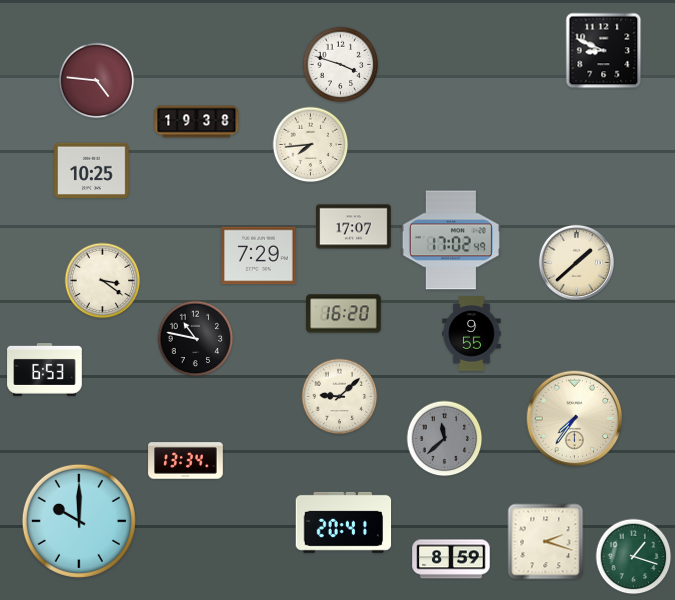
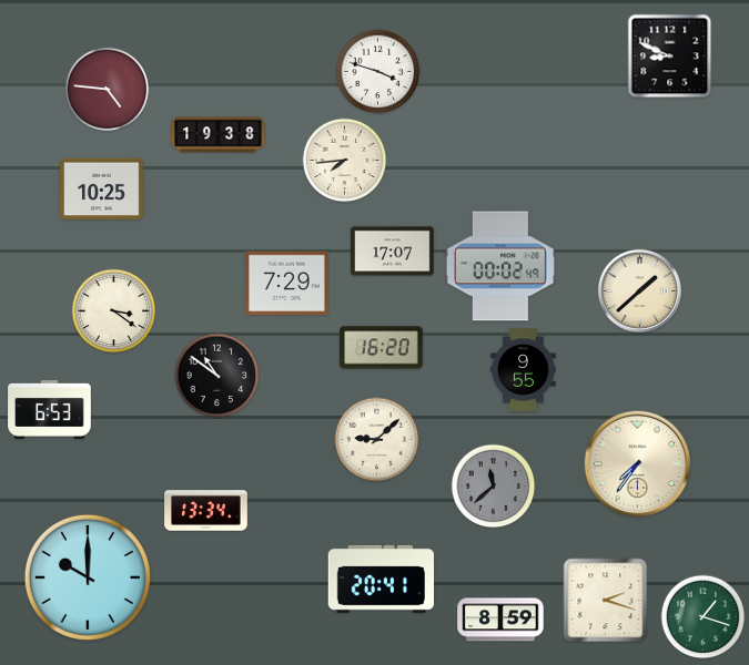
clock at (451, 240): 17:02 -> 00:02
clock at (196, 339): 10:47 -> 10:51
